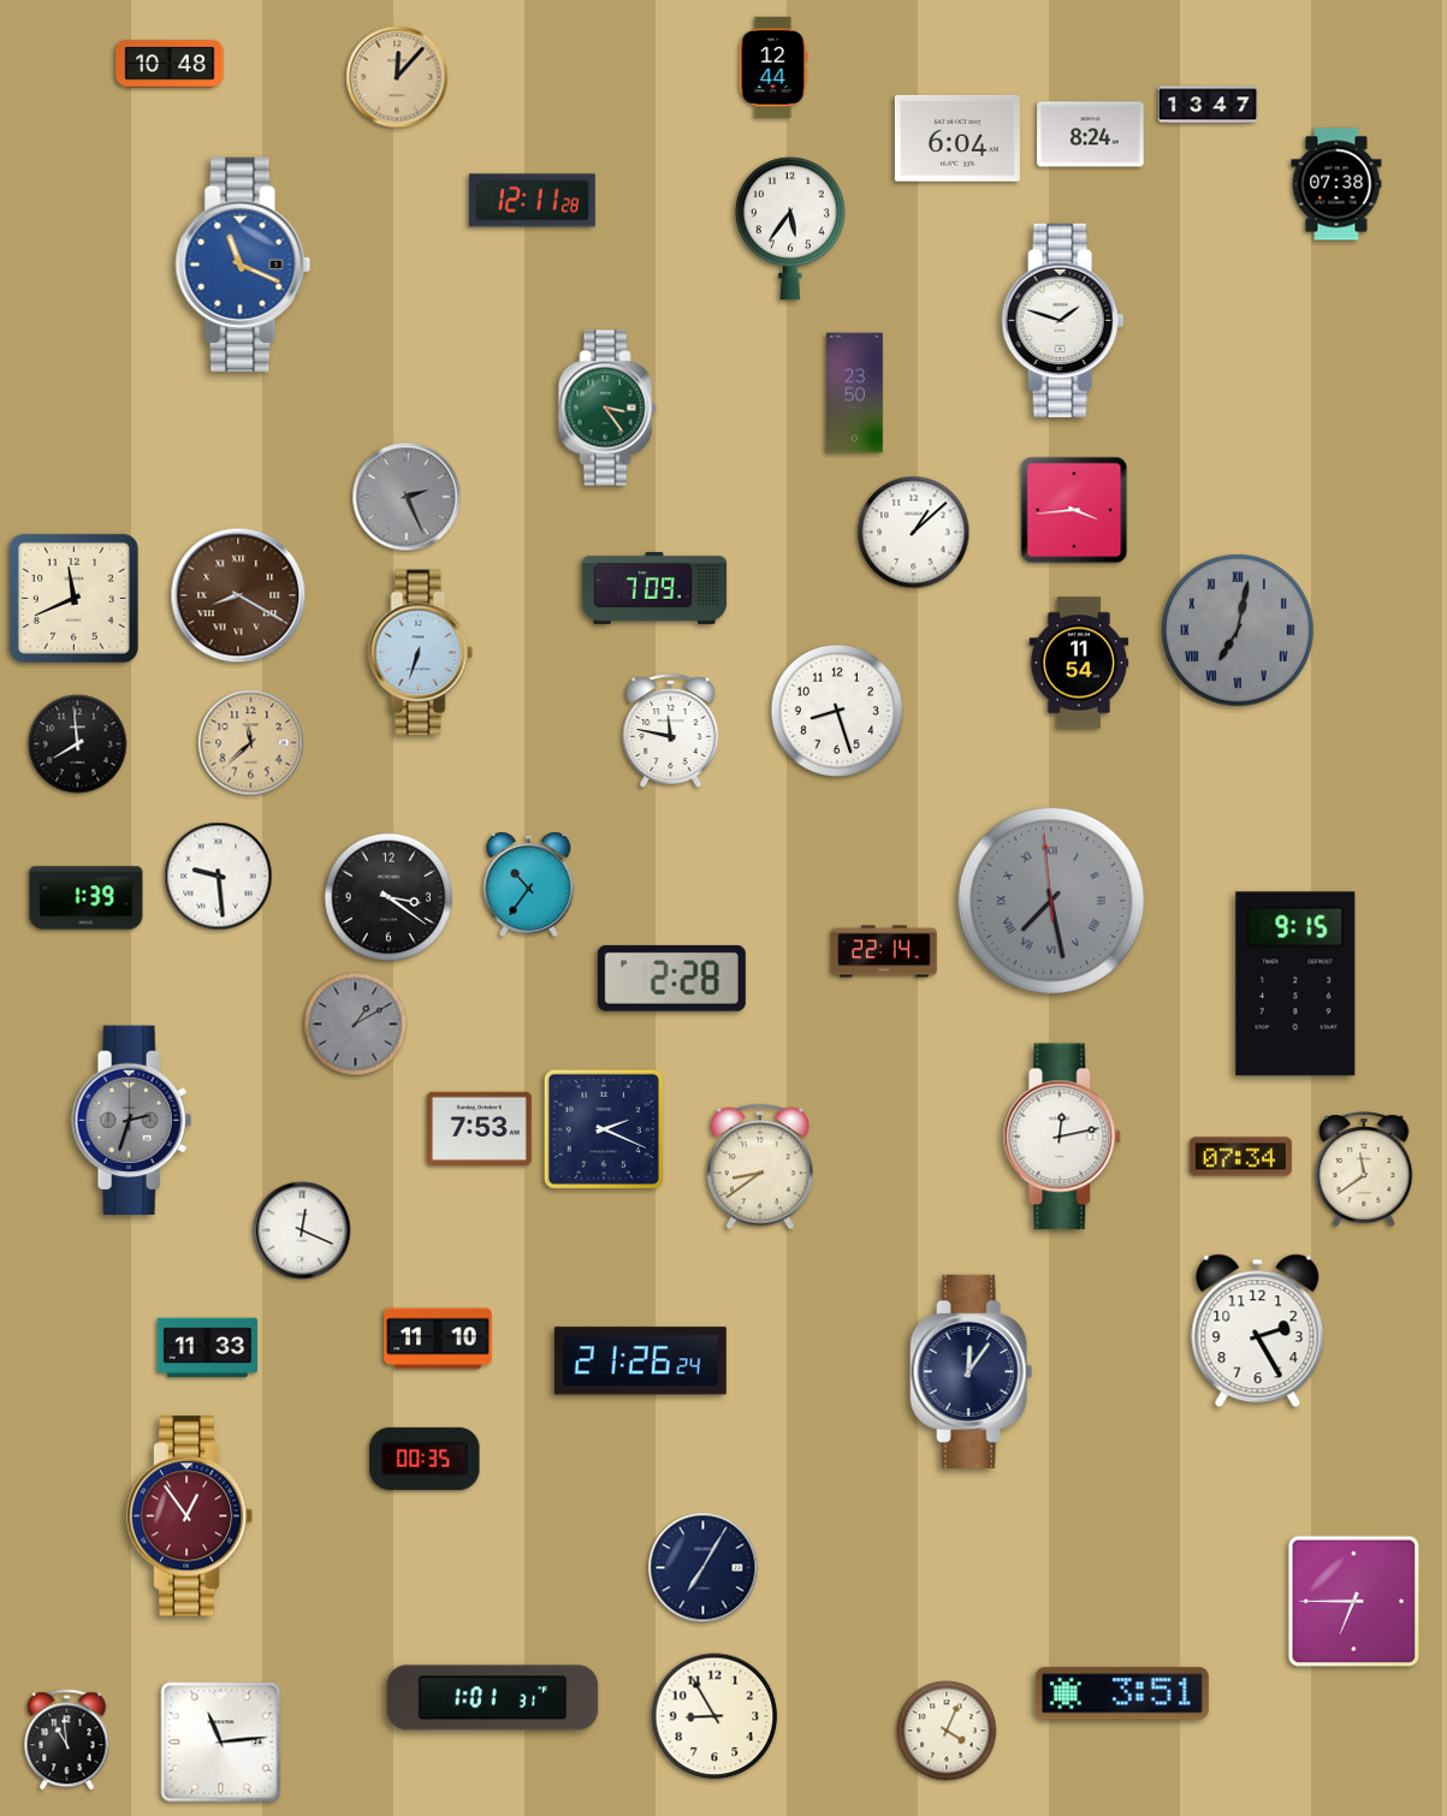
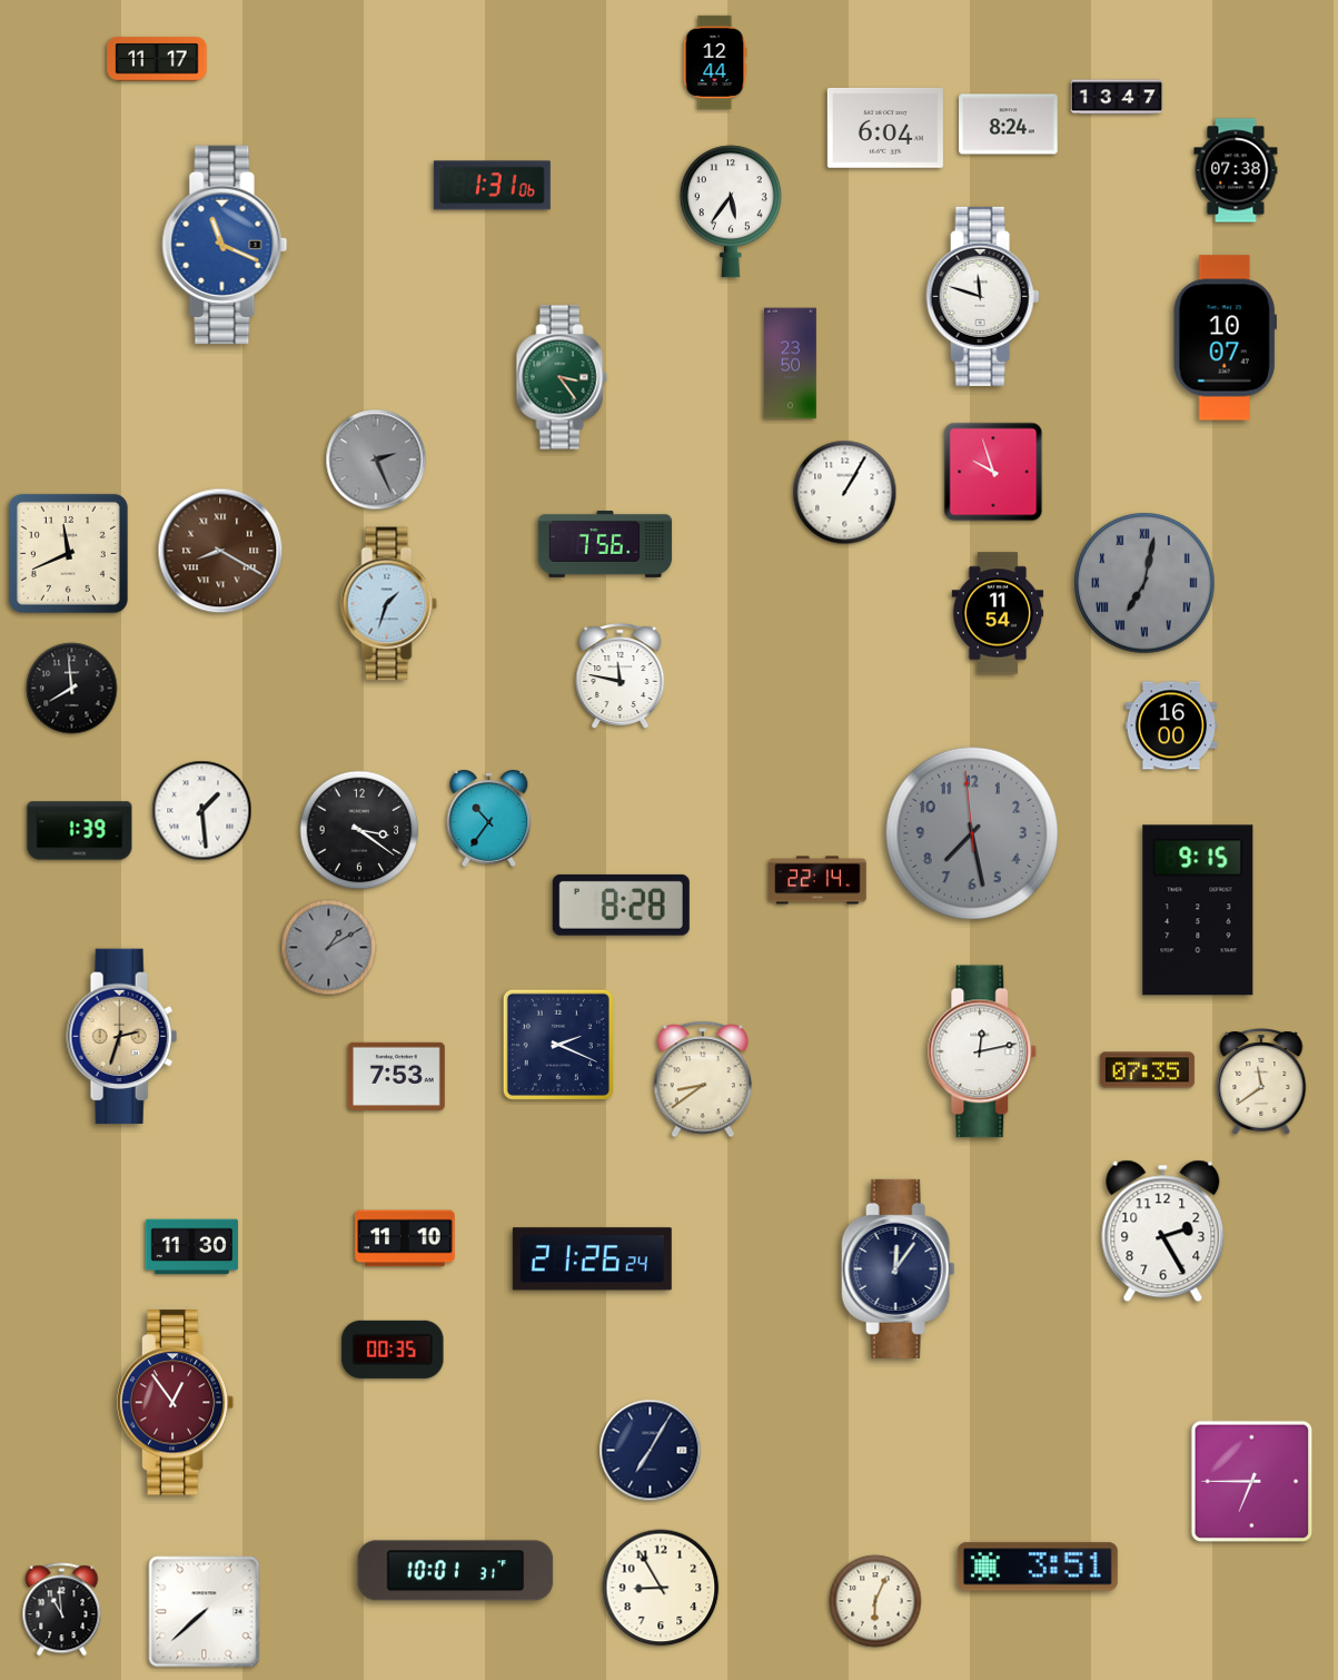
clock at (170, 64): 10:48 -> 11:17
clock at (397, 77): 12:07 -> none
clock at (532, 201): 12:11 -> 1:31
clock at (1063, 320): 1:48 -> 11:48
clock at (1225, 338): none -> 10:07
clock at (1074, 510): 3:44 -> 9:57
clock at (914, 533): 1:08 -> 1:05
clock at (654, 588): 7:09 -> 7:56
clock at (421, 653): 6:33 -> 1:33
clock at (837, 711): 8:27 -> none
clock at (251, 743): 11:38 -> none
clock at (1171, 725): none -> 16:00
clock at (219, 877): 9:29 -> 1:29
clock at (1050, 900) numerals: Roman -> Arabic
clock at (671, 978): 2:28 -> 8:28
clock at (132, 1121) dial: grey -> champagne
clock at (479, 1128) position: (479, 1128) -> (396, 1076)
clock at (1240, 1157): 07:34 -> 07:35
clock at (302, 1230): 12:19 -> none
clock at (208, 1348): 11:33 -> 11:30
clock at (493, 1698): 1:01 -> 10:01
clock at (947, 1731): 4:04 -> 6:04
clock at (221, 1743): 11:14 -> 7:38
